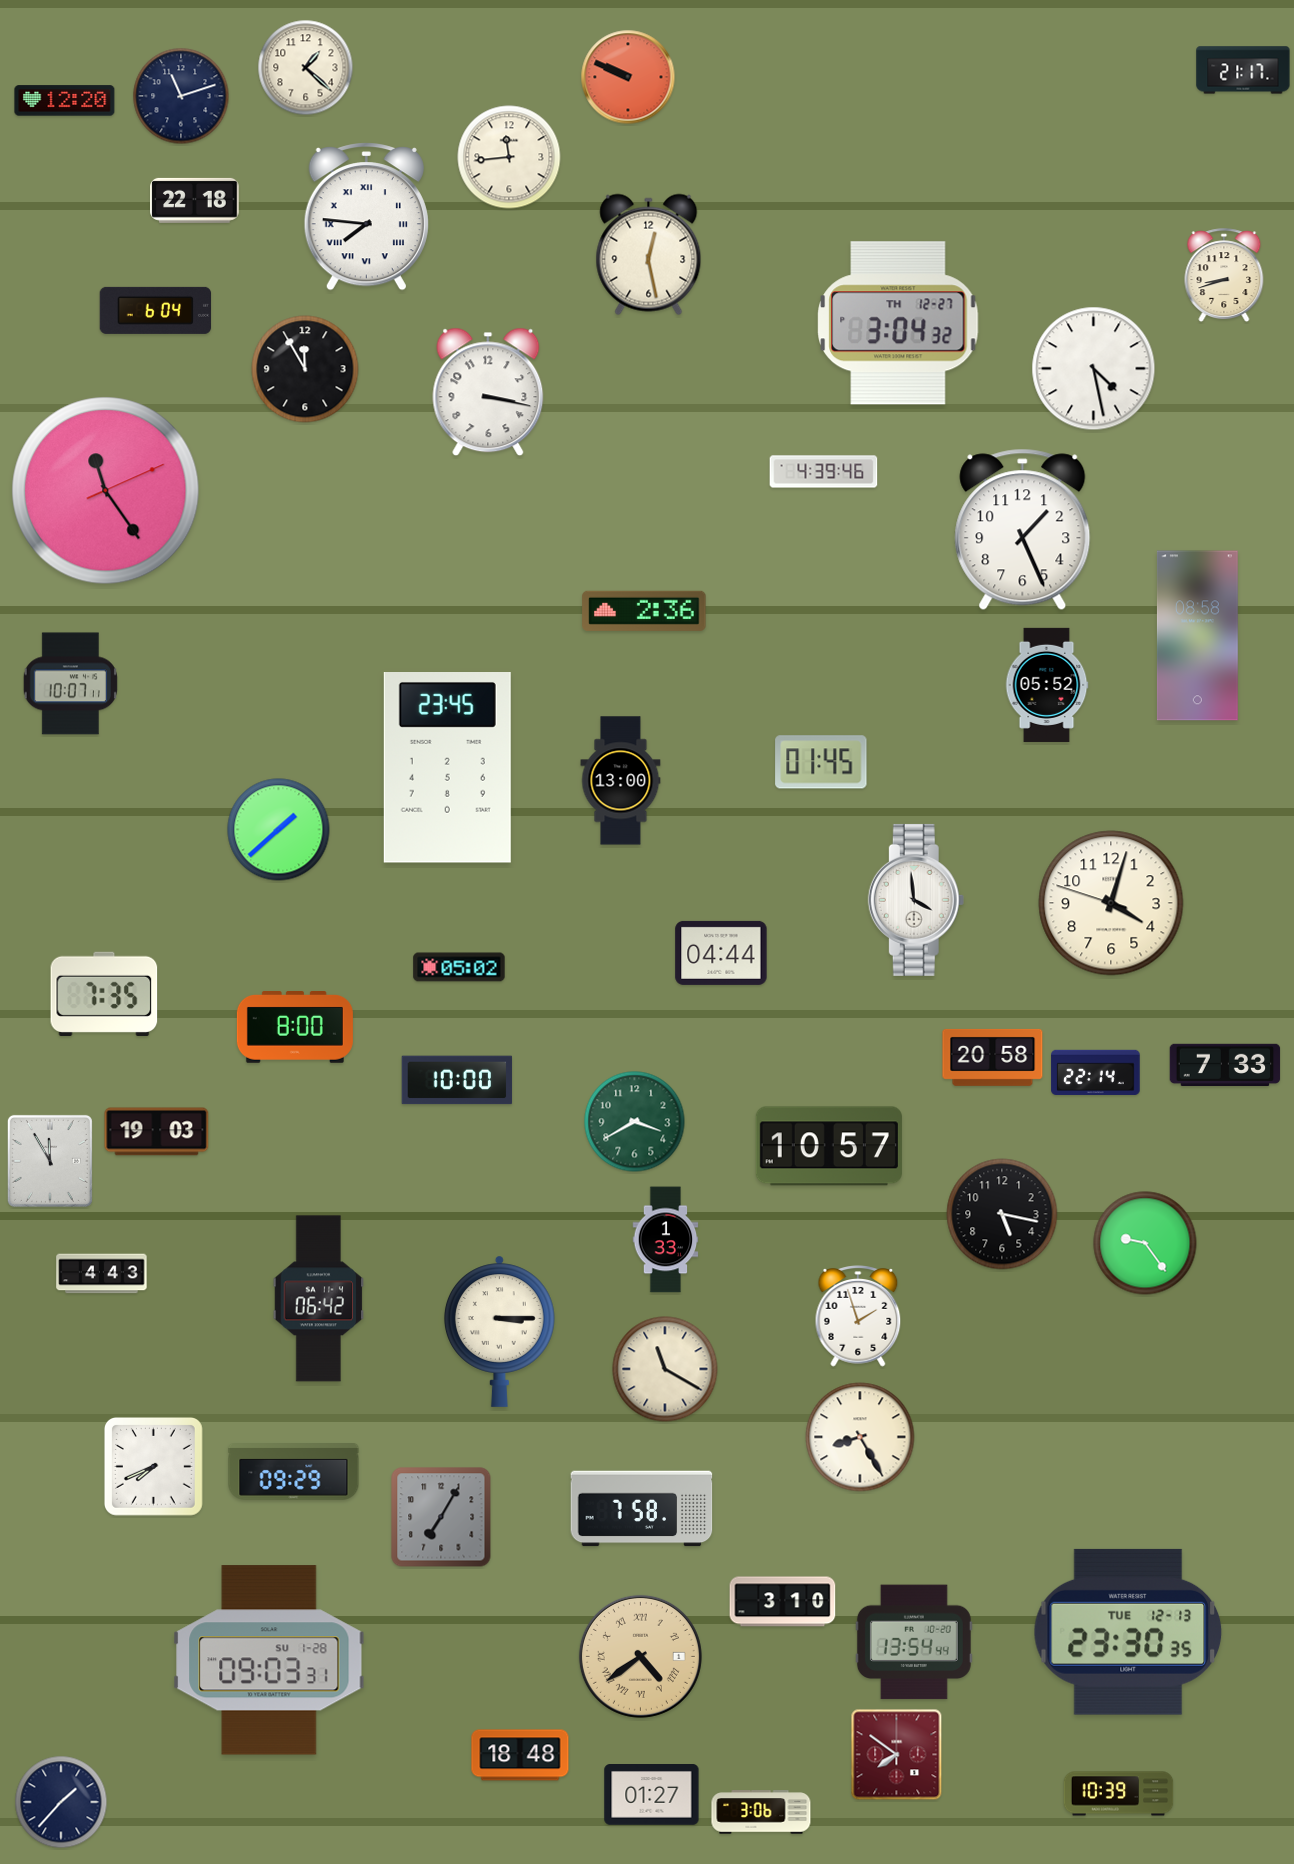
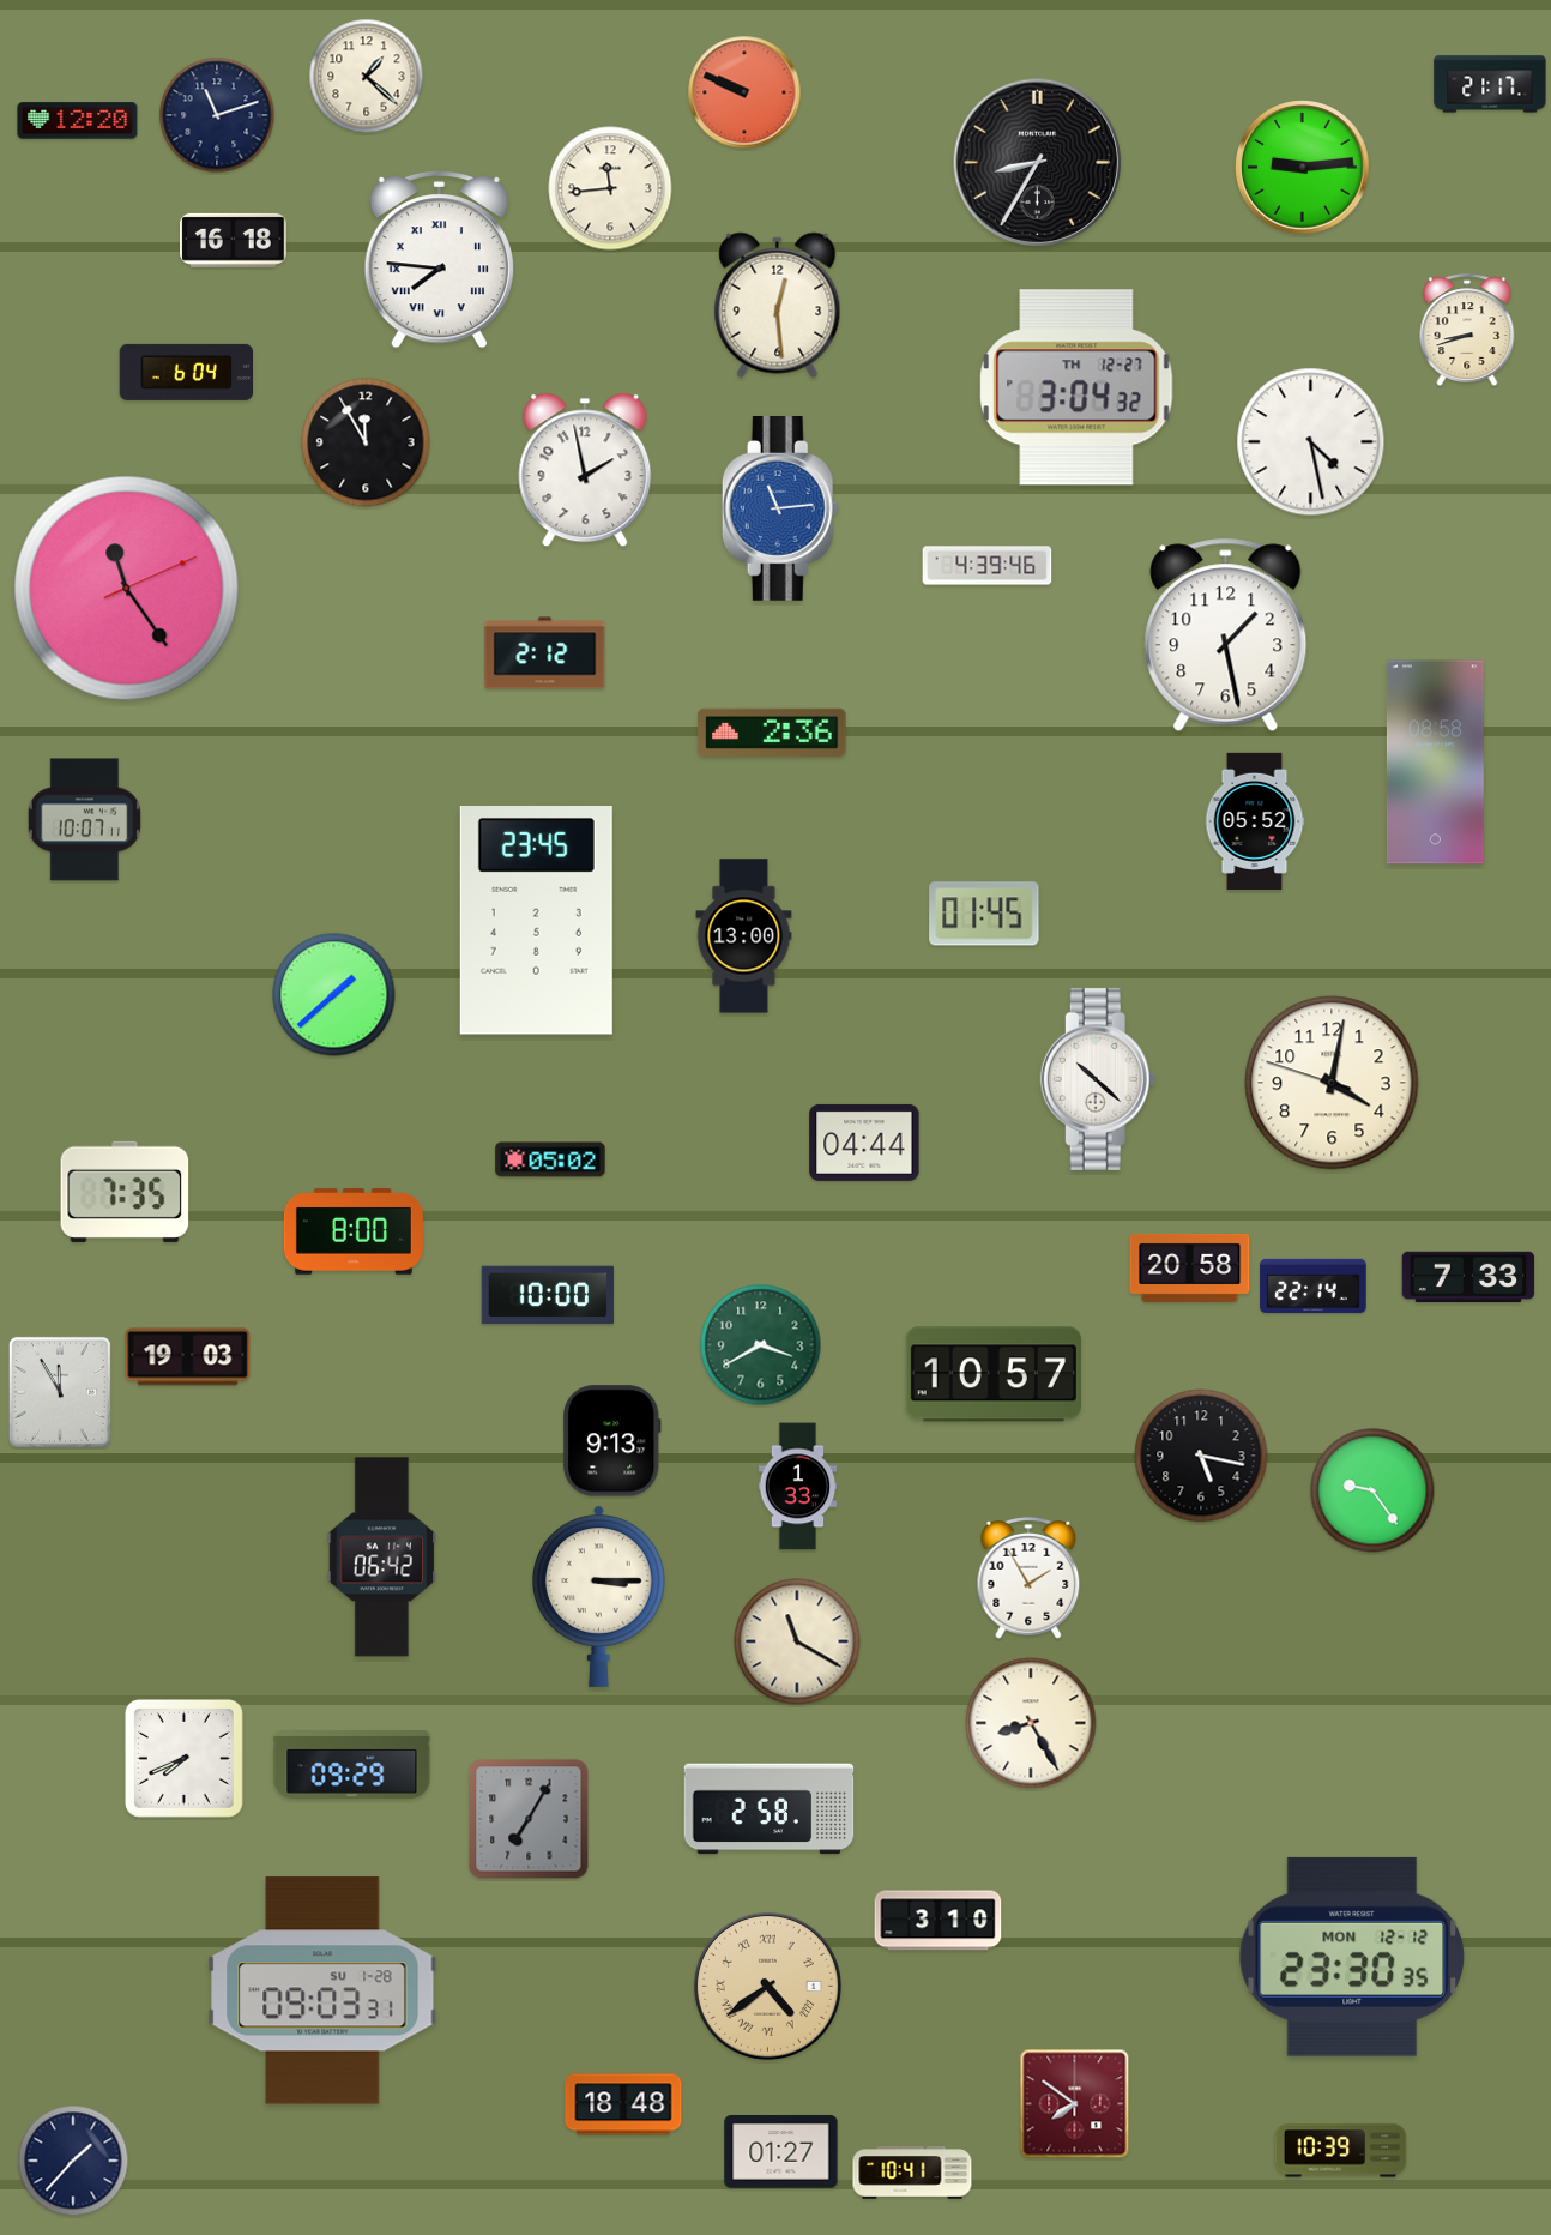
clock at (306, 68) position: (306, 68) -> (367, 77)
clock at (628, 77) position: (628, 77) -> (744, 92)
clock at (1038, 163): none -> 8:35
clock at (1303, 168): none -> 9:14
clock at (195, 200): 22:18 -> 16:18
clock at (649, 255): 12:28 -> 12:29
clock at (488, 392): 3:17 -> 1:58
clock at (780, 510): none -> 11:14
clock at (1023, 530): 1:26 -> 1:28
clock at (545, 653): none -> 2:12
clock at (916, 900): 3:59 -> 10:22
clock at (1111, 903): 4:02 -> 4:01
clock at (612, 1441): none -> 9:13
clock at (102, 1274): 4:43 -> none
clock at (858, 1316): 1:57 -> 1:55
clock at (642, 1509): 7:58 -> 2:58
clock at (1128, 1632) date: TUE 12-13 -> MON 12-12
clock at (914, 1642): 13:54 -> none
clock at (761, 1812): 3:06 -> 10:41
